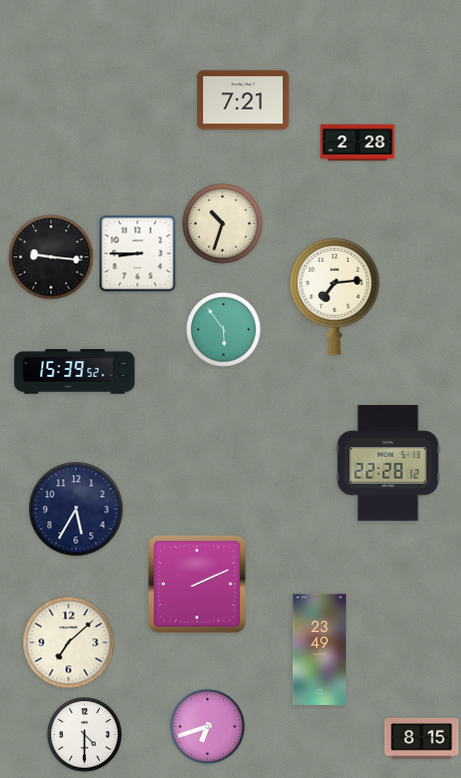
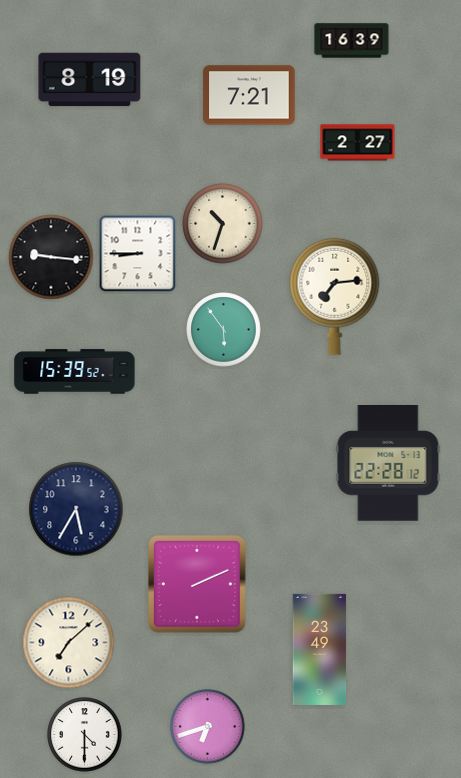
clock at (352, 41): none -> 16:39
clock at (90, 80): none -> 8:19
clock at (243, 100) position: (243, 100) -> (249, 95)
clock at (358, 143): 2:28 -> 2:27
clock at (422, 738): 8:15 -> none
